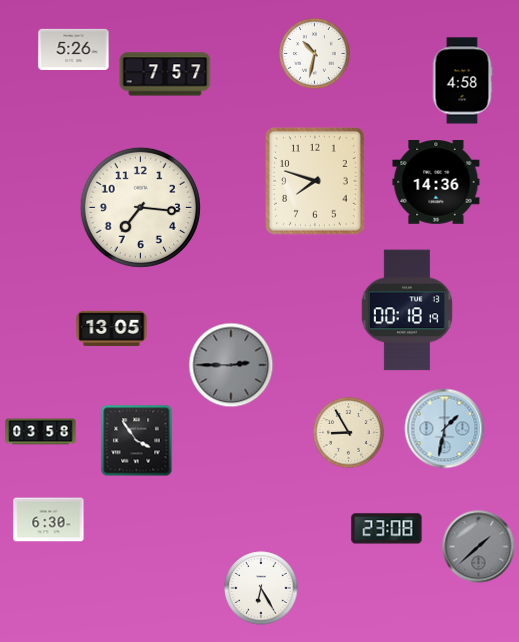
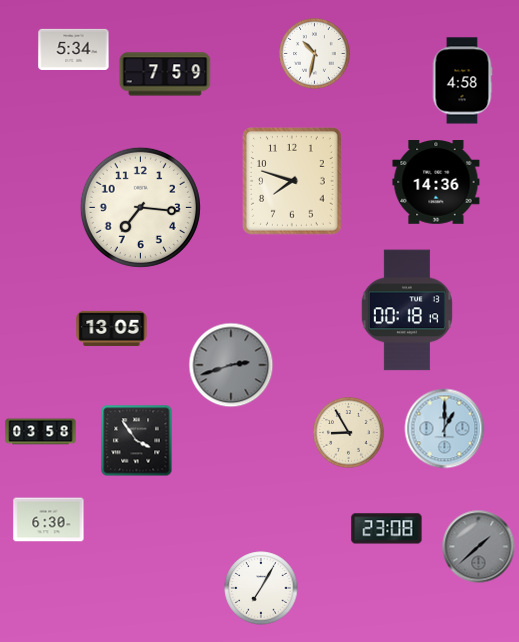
clock at (74, 49): 5:26 -> 5:34
clock at (165, 74): 7:57 -> 7:59
clock at (316, 181) position: (316, 181) -> (293, 181)
clock at (231, 365): 2:45 -> 2:42
clock at (445, 429): 1:32 -> 1:00
clock at (261, 588): 6:25 -> 7:05
